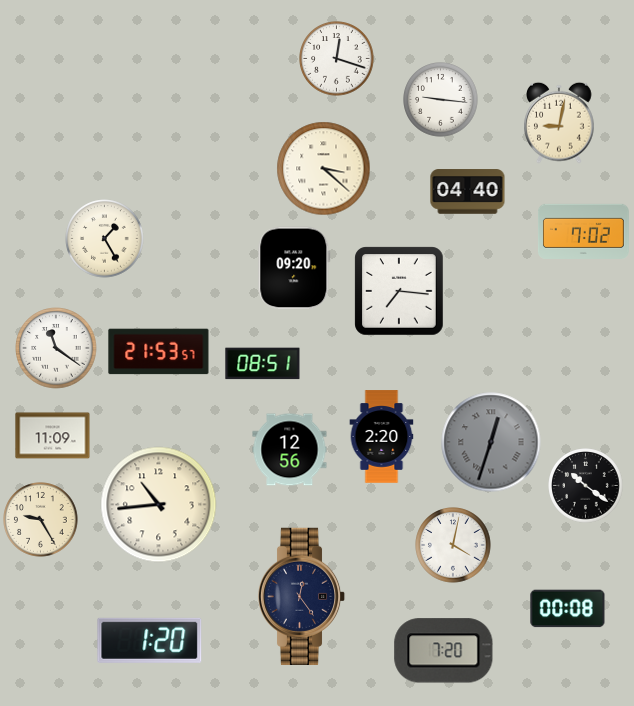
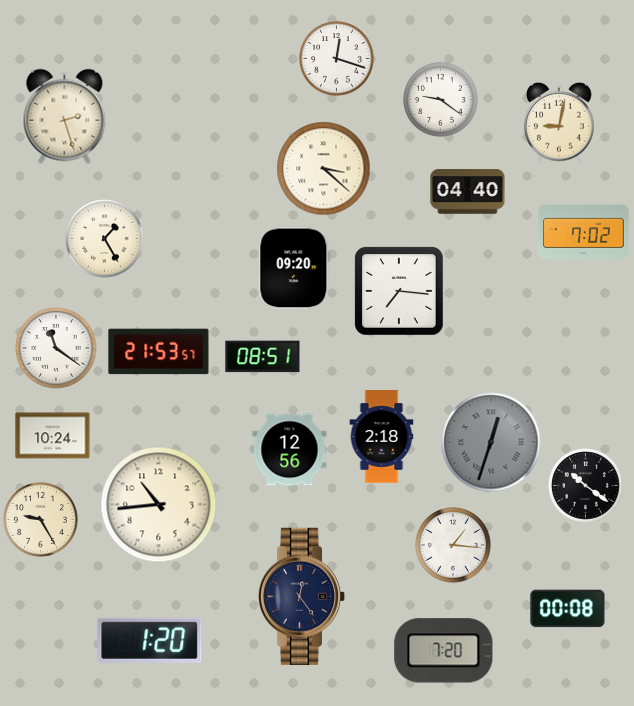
clock at (441, 100): 9:16 -> 9:21
clock at (65, 117): none -> 2:27
clock at (263, 364) position: (263, 364) -> (263, 357)
clock at (53, 436): 11:09 -> 10:24
clock at (382, 437): 2:20 -> 2:18
clock at (453, 545): 4:02 -> 1:16
